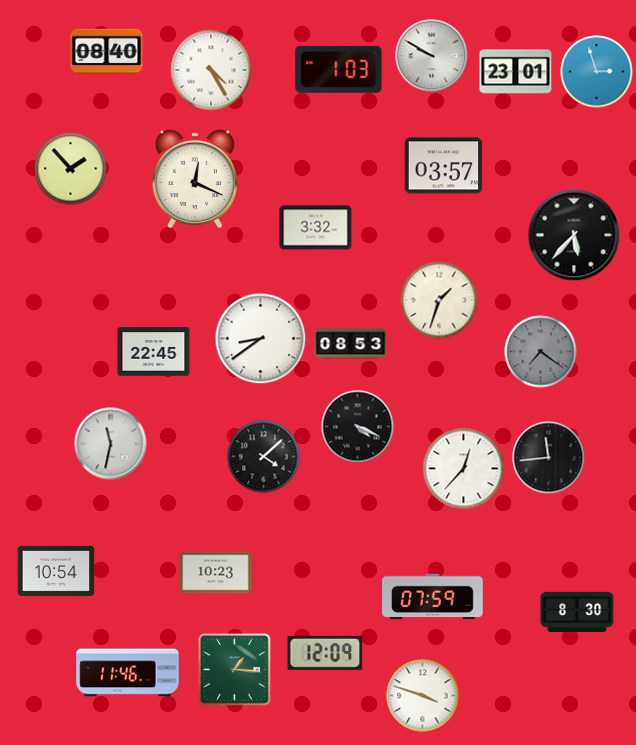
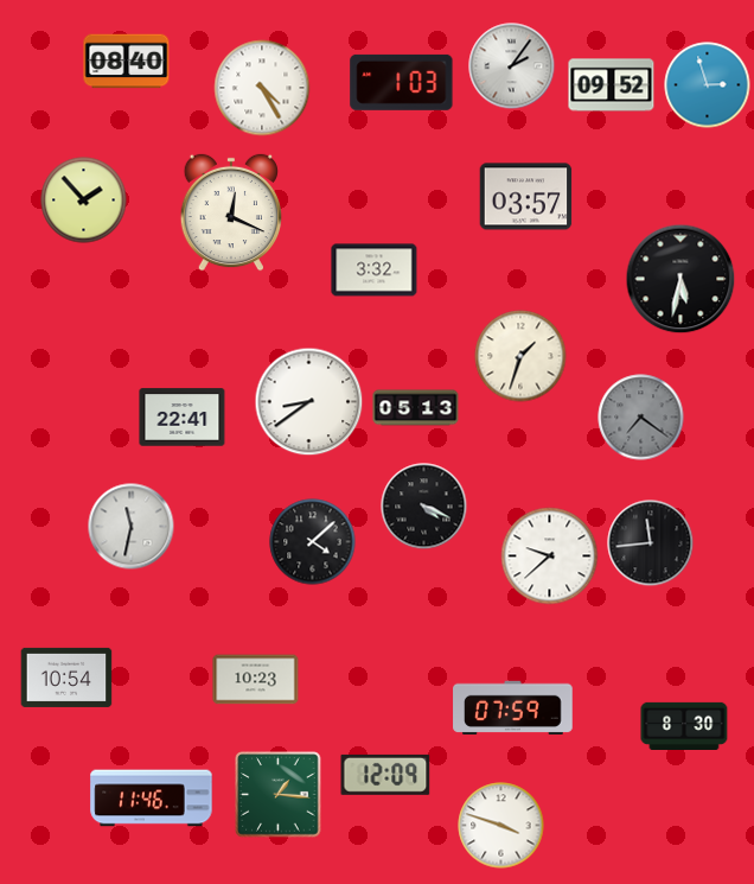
clock at (432, 56): 9:50 -> 2:06
clock at (211, 70) position: (211, 70) -> (262, 88)
clock at (516, 72): 23:01 -> 09:52
clock at (574, 235): 5:37 -> 5:32
clock at (351, 344): 08:53 -> 05:13
clock at (154, 352): 22:45 -> 22:41
clock at (464, 469): 12:37 -> 9:38
